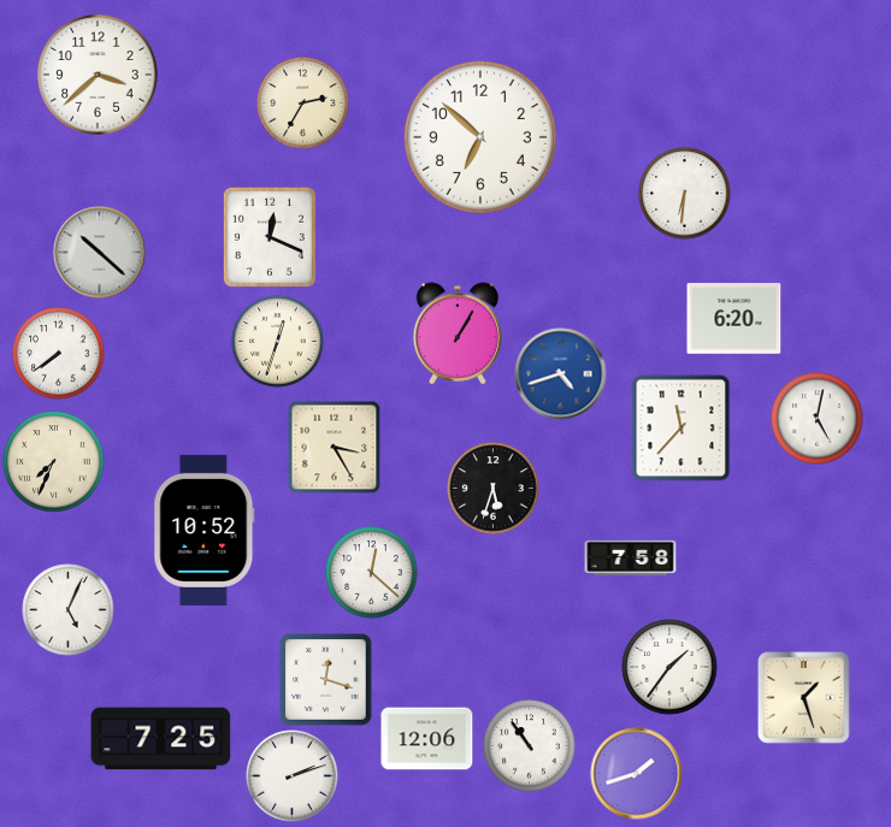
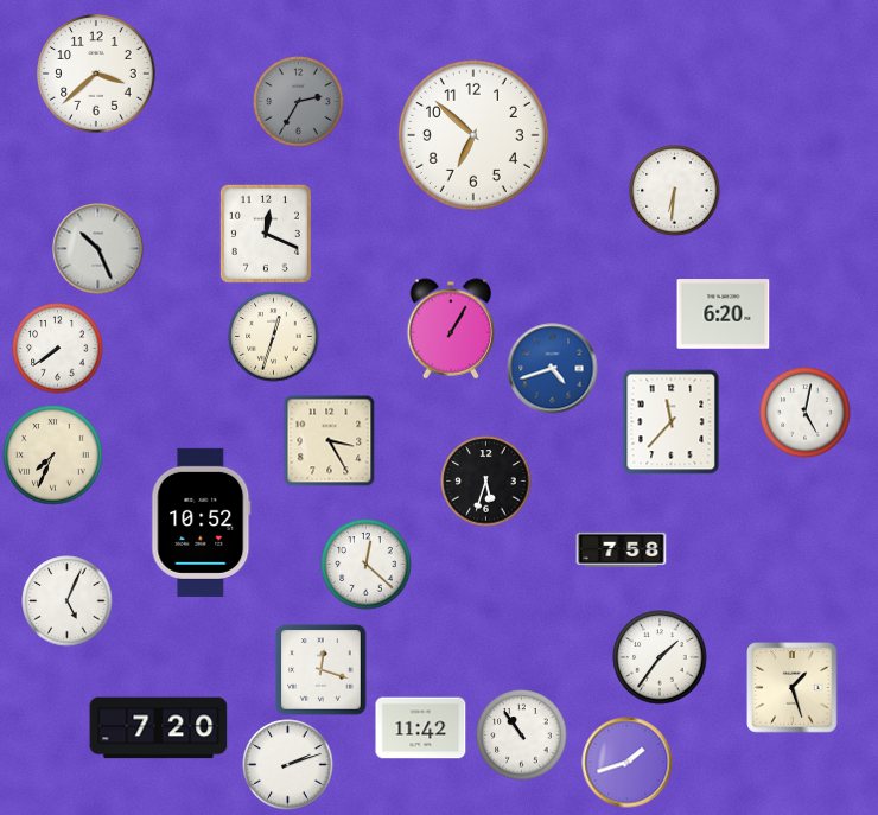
clock at (303, 104) dial: cream -> grey
clock at (100, 253): 10:22 -> 10:26
clock at (161, 739): 7:25 -> 7:20
clock at (427, 739): 12:06 -> 11:42
